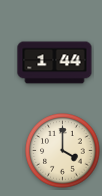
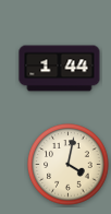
clock at (63, 151): 4:00 -> 4:02
